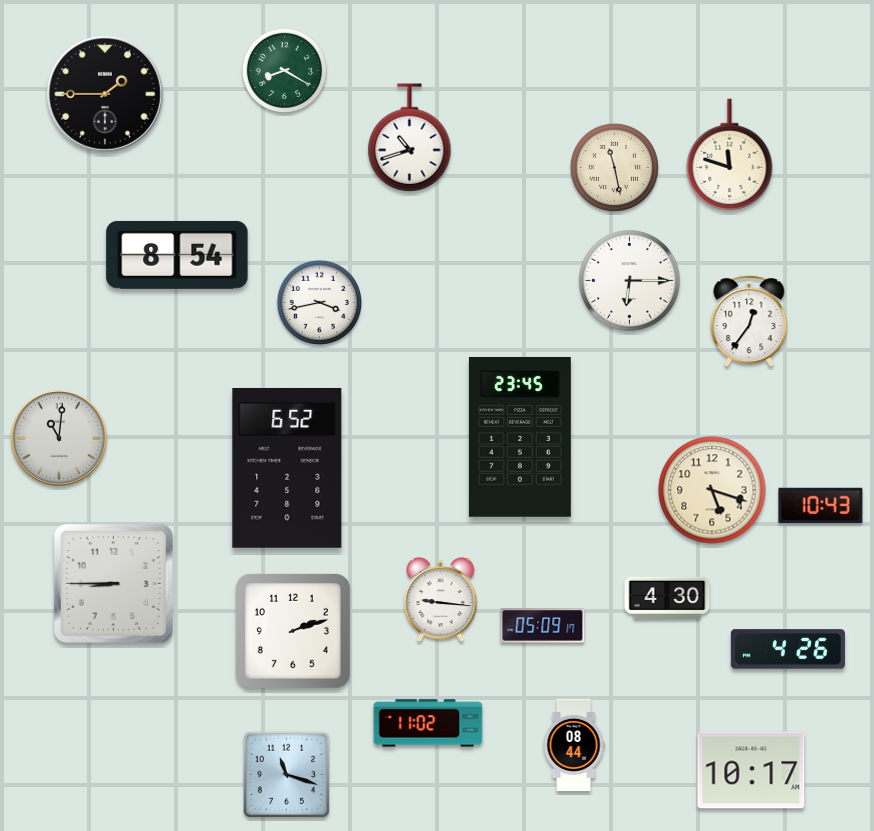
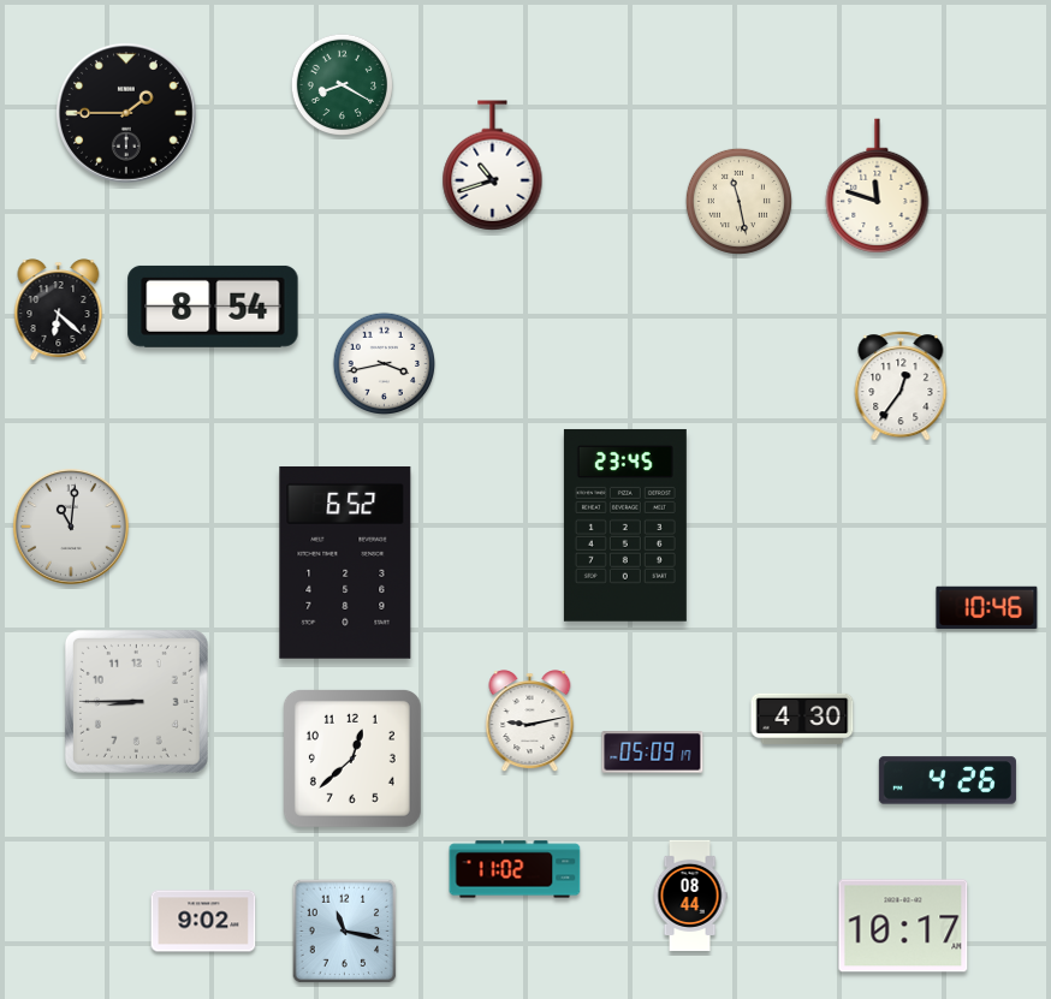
clock at (59, 310): none -> 6:22
clock at (630, 281): 6:15 -> none
clock at (712, 490): 5:18 -> none
clock at (821, 505): 10:43 -> 10:46
clock at (441, 600): 9:16 -> 9:13
clock at (293, 631): 2:12 -> 12:38
clock at (203, 921): none -> 9:02
clock at (287, 775): 11:18 -> 11:17
